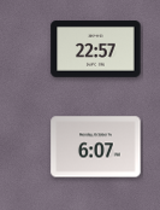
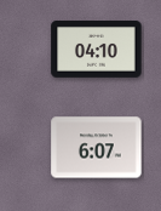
clock at (96, 49): 22:57 -> 04:10
